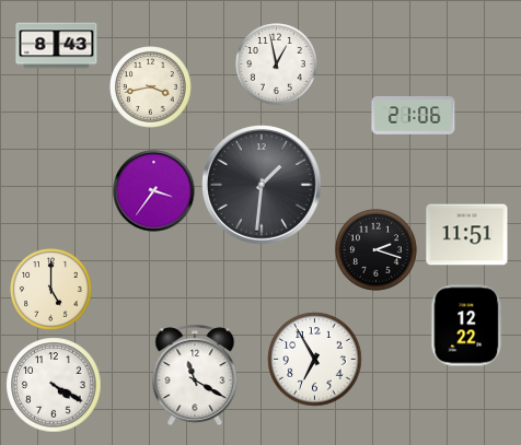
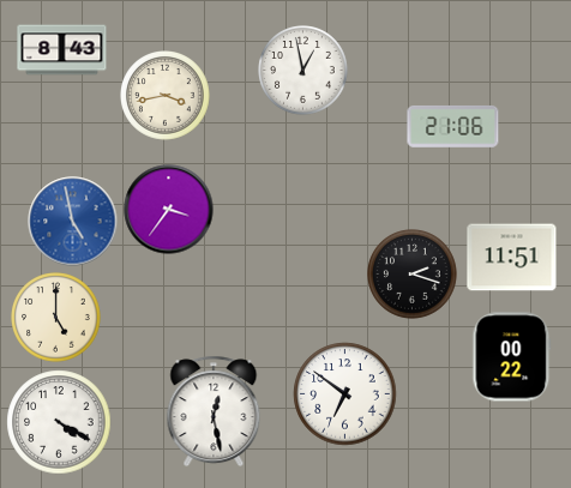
clock at (262, 185): 1:31 -> none
clock at (73, 222): none -> 4:58
clock at (467, 326): 12:22 -> 00:22
clock at (315, 360): 6:55 -> 6:51
clock at (195, 375): 11:20 -> 12:28
